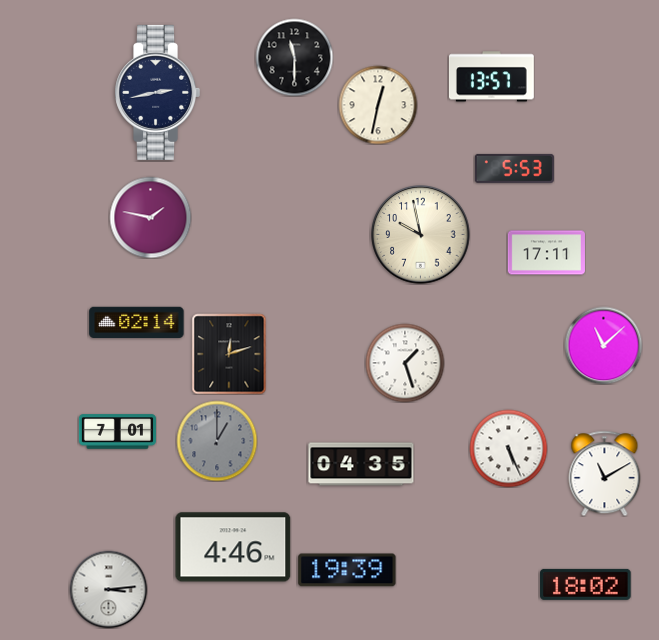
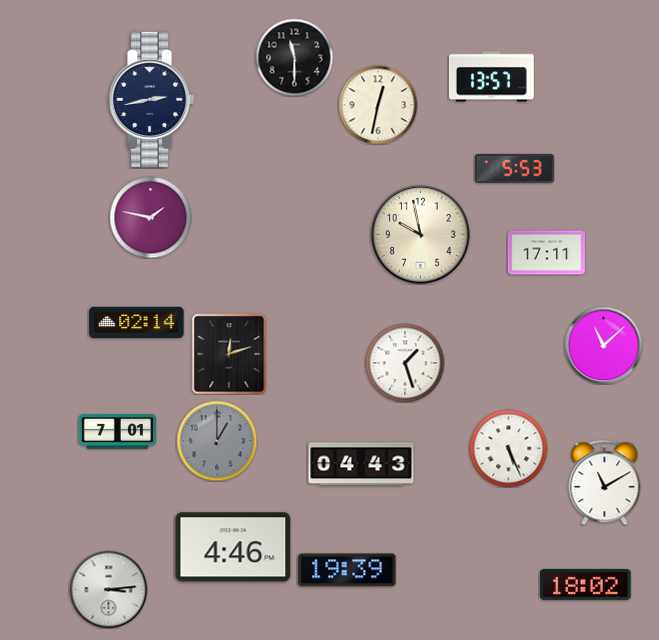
clock at (158, 92) position: (158, 92) -> (152, 99)
clock at (361, 464): 04:35 -> 04:43
clock at (605, 473) position: (605, 473) -> (605, 482)
